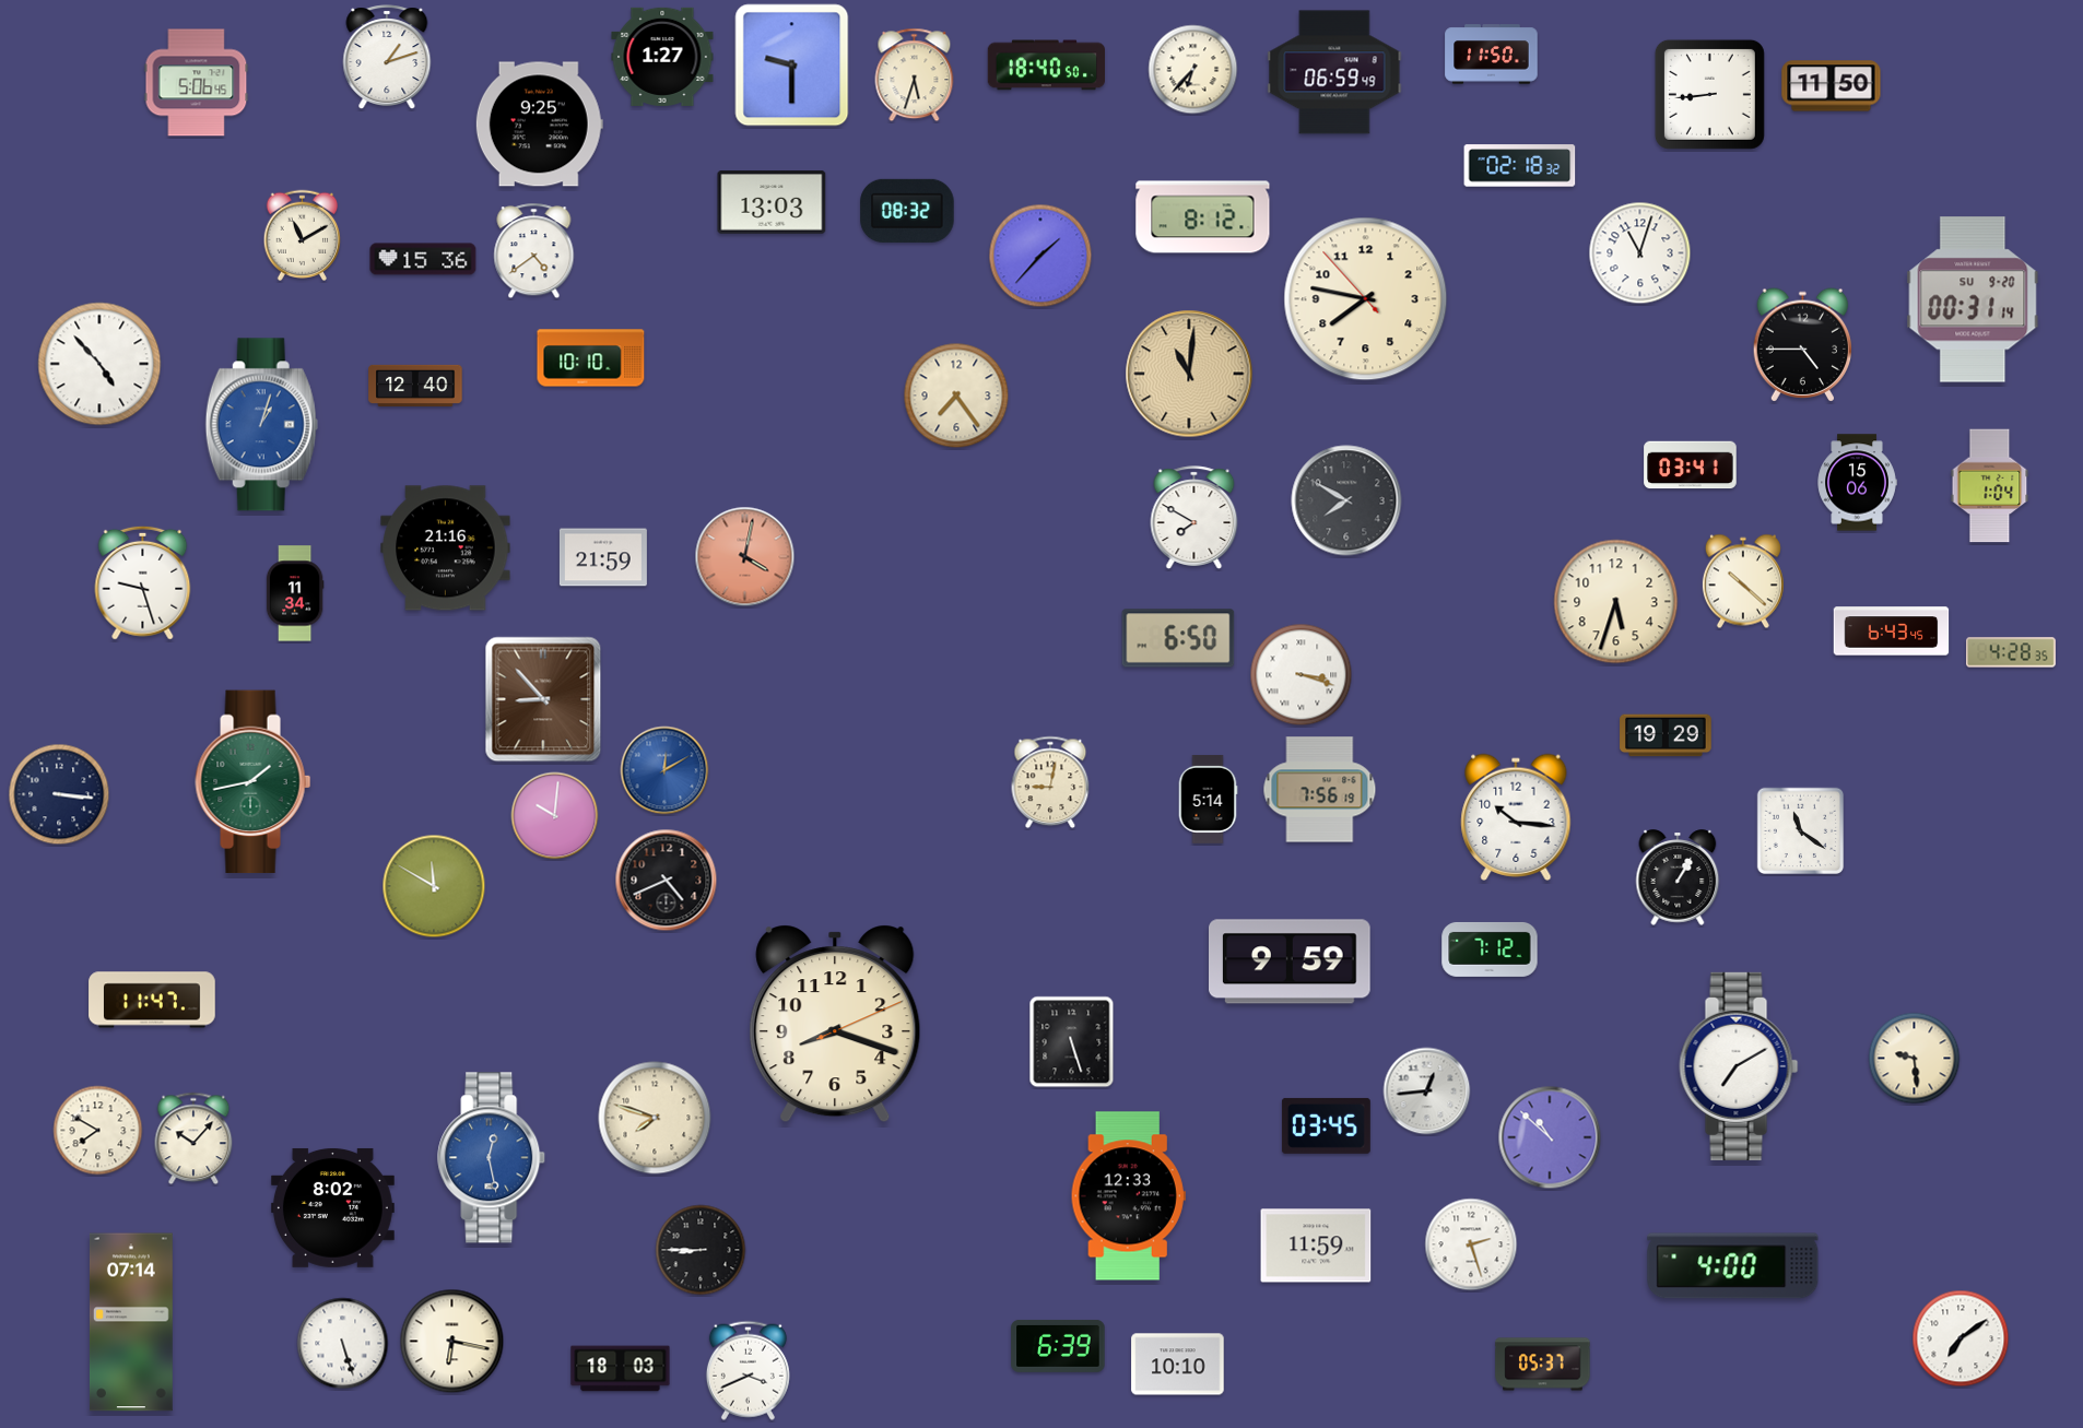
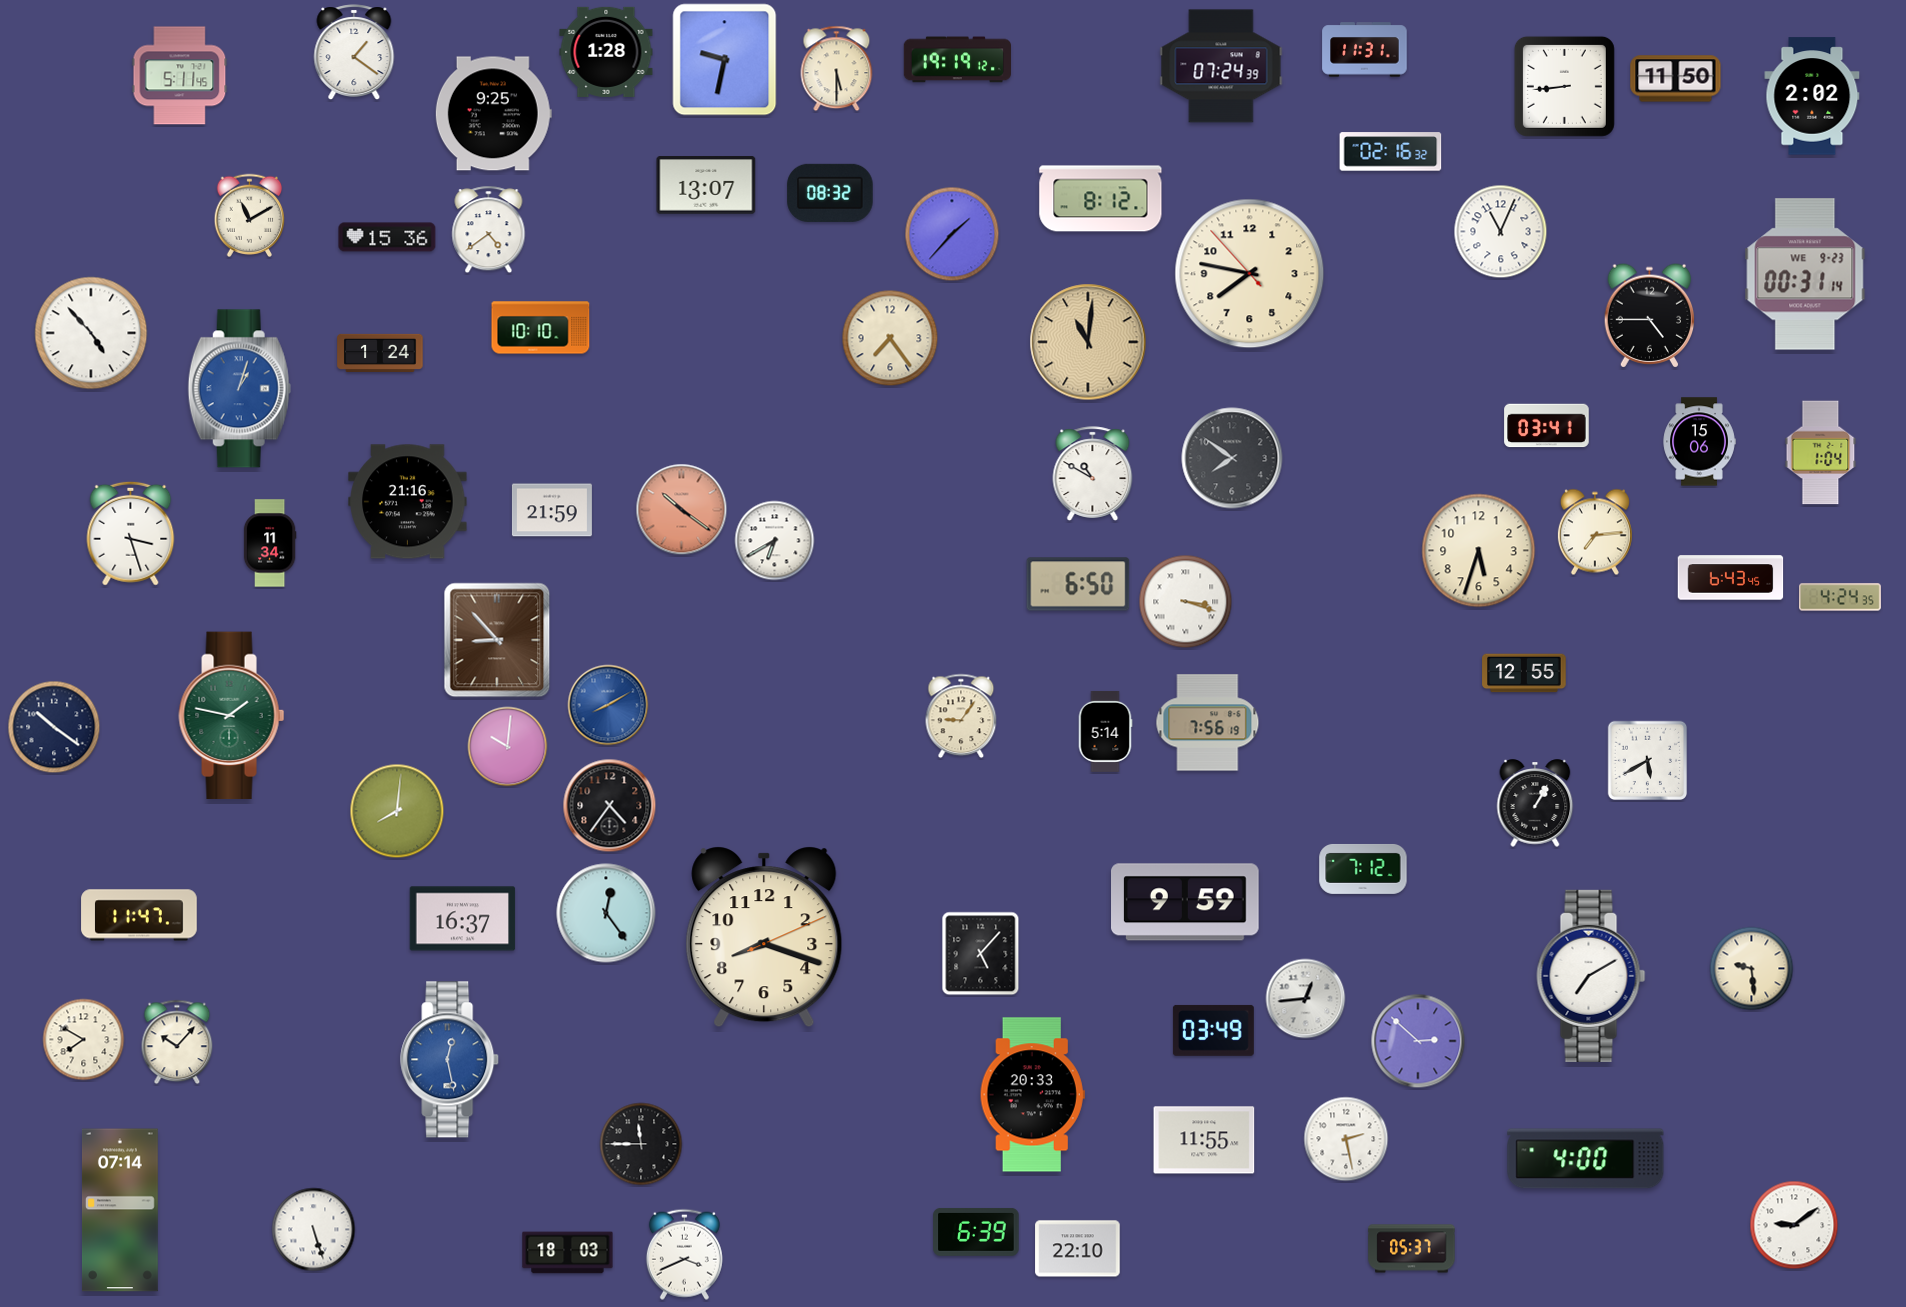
clock at (1492, 55): 11:50 -> 11:31
clock at (387, 57): 1:12 -> 1:21
clock at (662, 57): 1:27 -> 1:28
clock at (792, 66): 9:30 -> 9:32
clock at (1046, 66): 18:40 -> 19:19
clock at (1193, 70): 6:37 -> none
clock at (1334, 72): 06:59 -> 07:24
clock at (915, 75): 5:33 -> 5:30
clock at (197, 83): 5:06 -> 5:11
clock at (1812, 96): none -> 2:02
clock at (1520, 166): 02:18 -> 02:16
clock at (772, 202): 13:03 -> 13:07
clock at (303, 236) position: (303, 236) -> (250, 216)
clock at (1640, 253): 11:03 -> 11:04
clock at (1973, 299) date: SU 9-20 -> WE 9-23
clock at (415, 386): 12:40 -> 1:24
clock at (956, 396) position: (956, 396) -> (890, 338)
clock at (1990, 486) position: (1990, 486) -> (1821, 453)
clock at (1346, 500): 7:50 -> 7:51
clock at (1195, 518): 7:50 -> 10:50
clock at (745, 557): 4:02 -> 10:21
clock at (1743, 581): 10:22 -> 7:14
clock at (143, 582): 9:27 -> 3:27
clock at (775, 541): none -> 6:40
clock at (2012, 652): 4:28 -> 4:24
clock at (1302, 675) position: (1302, 675) -> (1186, 602)
clock at (1666, 735): 19:29 -> 12:55
clock at (664, 770): 12:10 -> 8:10
clock at (254, 782): 1:43 -> 1:47
clock at (1050, 782): 9:02 -> 9:06
clock at (59, 794): 3:16 -> 10:21
clock at (1516, 817): 10:16 -> none
clock at (1801, 831): 11:21 -> 5:40
clock at (667, 881): 4:41 -> 4:36
clock at (434, 886): 11:50 -> 8:01
clock at (1291, 961) position: (1291, 961) -> (1186, 902)
clock at (606, 913): none -> 12:24
clock at (463, 919): none -> 16:37
clock at (1072, 1042): 5:27 -> 5:07
clock at (655, 1118): 7:48 -> none
clock at (1326, 1125): 03:45 -> 03:49
clock at (98, 1131) position: (98, 1131) -> (84, 1040)
clock at (1550, 1137): 10:52 -> 2:52
clock at (1128, 1196): 12:33 -> 20:33
clock at (332, 1207): 8:02 -> none
clock at (1471, 1244): 2:27 -> 2:28
clock at (1316, 1246): 11:59 -> 11:55
clock at (701, 1250): 8:45 -> 11:45
clock at (1961, 1338): 7:09 -> 9:09
clock at (452, 1342): 6:17 -> none
clock at (1058, 1346) position: (1058, 1346) -> (976, 1232)
clock at (1178, 1365): 10:10 -> 22:10
